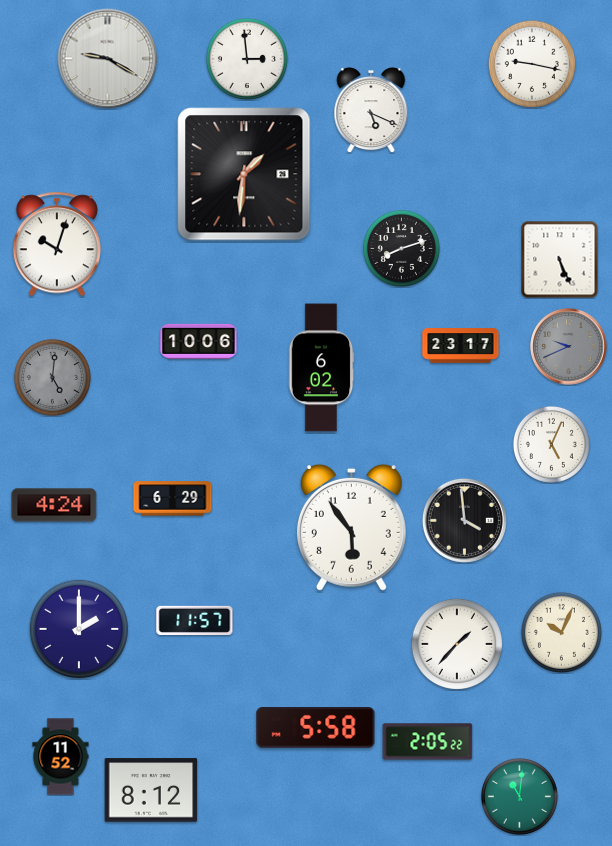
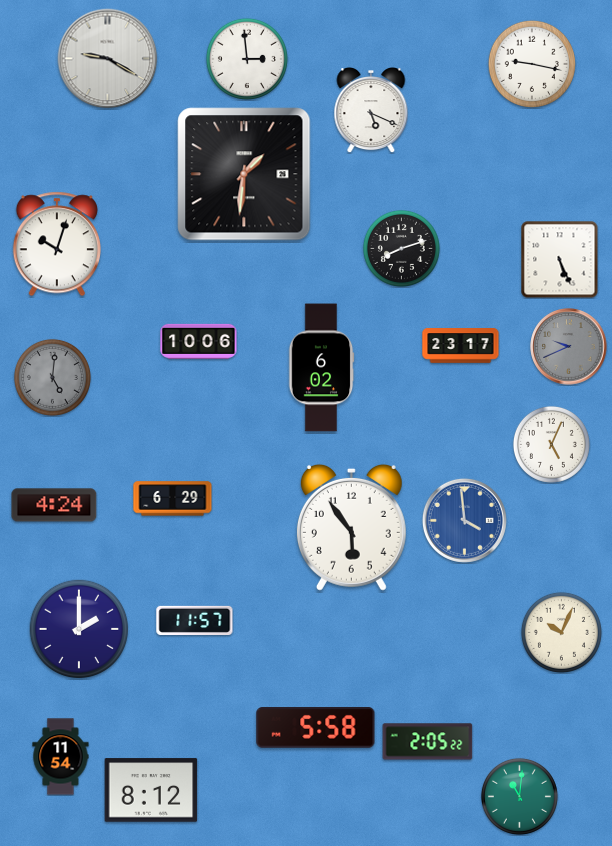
clock at (464, 520) dial: black -> blue
clock at (456, 643): 1:37 -> none
clock at (61, 757): 11:52 -> 11:54
